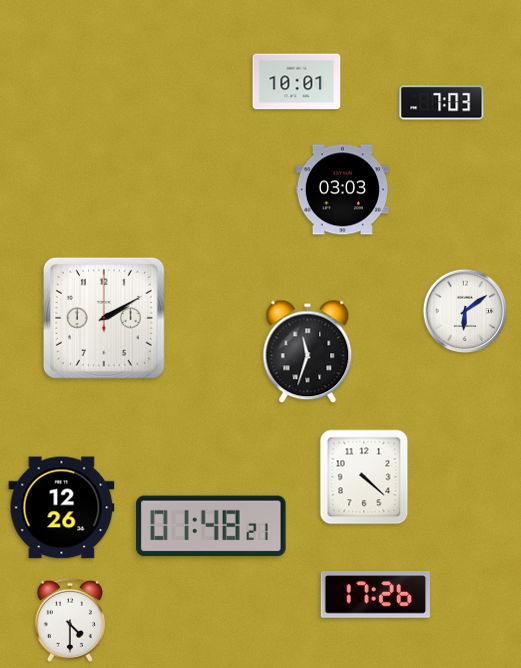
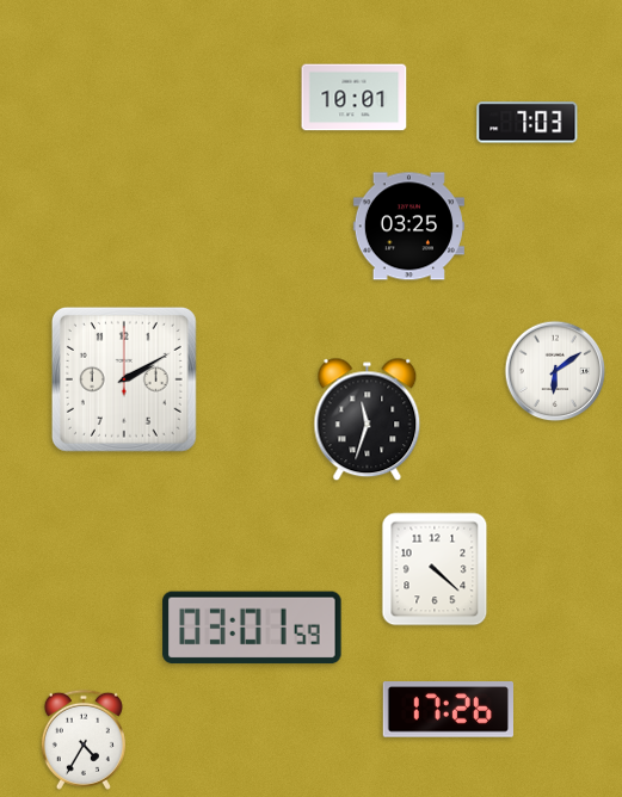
clock at (342, 190): 03:03 -> 03:25
clock at (62, 508): 12:26 -> none
clock at (211, 526): 01:48 -> 03:01
clock at (70, 620): 4:30 -> 4:35
